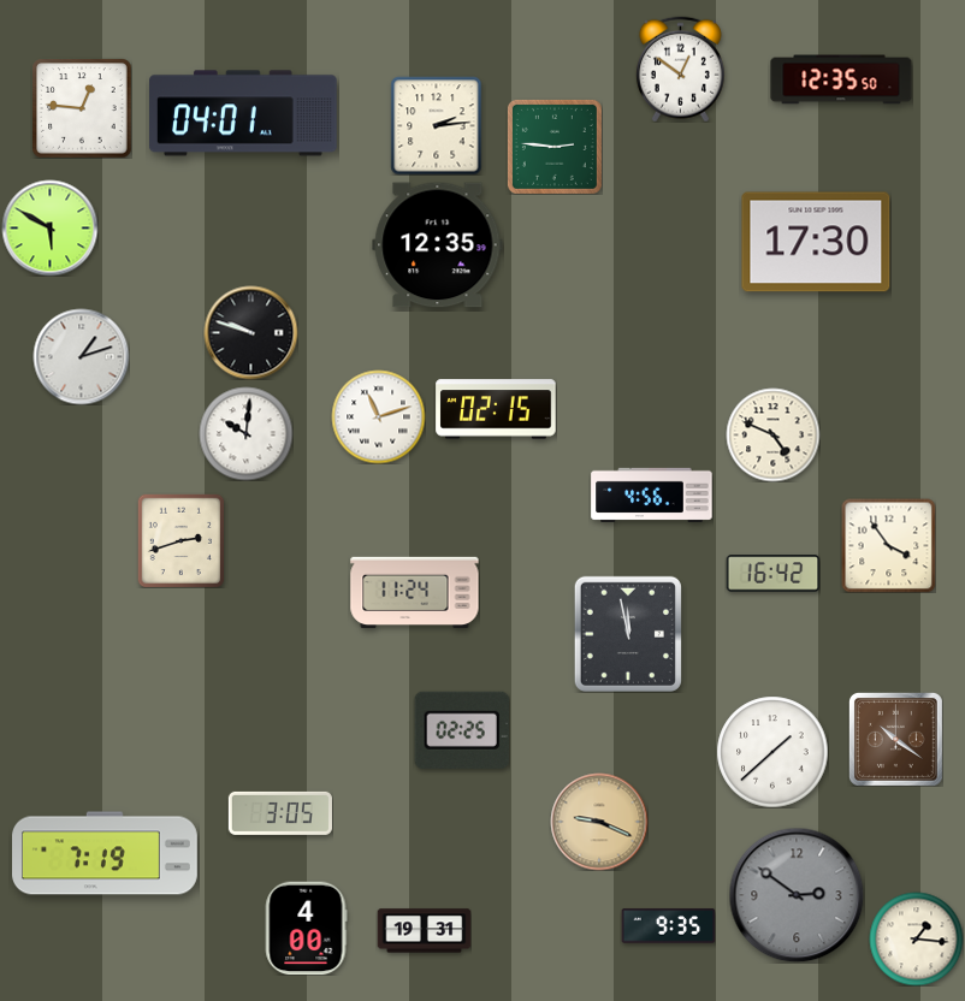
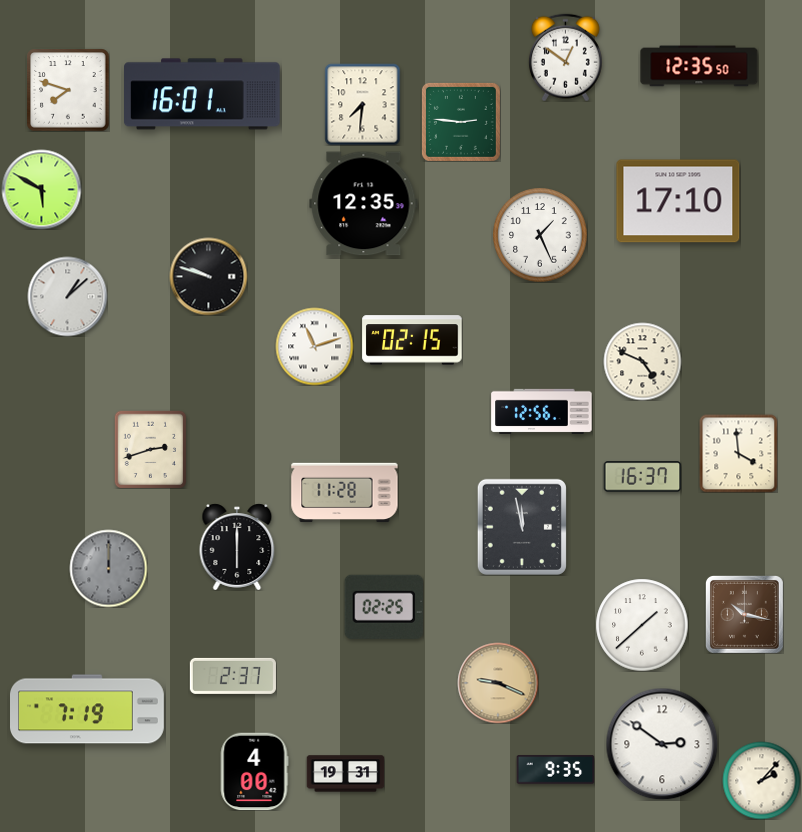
clock at (82, 108): 12:46 -> 7:48
clock at (244, 113): 04:01 -> 16:01
clock at (437, 125): 2:14 -> 7:31
clock at (816, 242): 17:30 -> 17:10
clock at (540, 235): none -> 1:26
clock at (81, 356): 1:12 -> 1:08
clock at (245, 433): 10:01 -> none
clock at (652, 494): 4:56 -> 12:56
clock at (888, 545): 3:54 -> 3:59
clock at (772, 574): 16:42 -> 16:37
clock at (415, 593): 11:24 -> 11:28
clock at (237, 547): none -> 6:00
clock at (108, 568): none -> 12:00
clock at (895, 739): 10:21 -> 10:17
clock at (280, 813): 3:05 -> 2:37
clock at (797, 895) dial: grey -> white
clock at (424, 931) position: (424, 931) -> (345, 774)
clock at (916, 938): 1:16 -> 2:07
